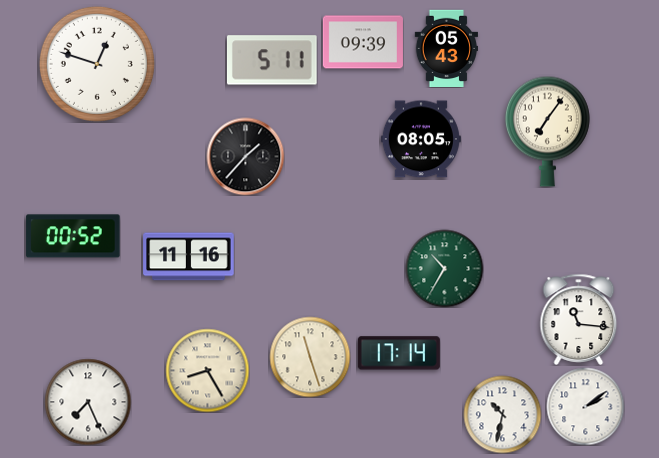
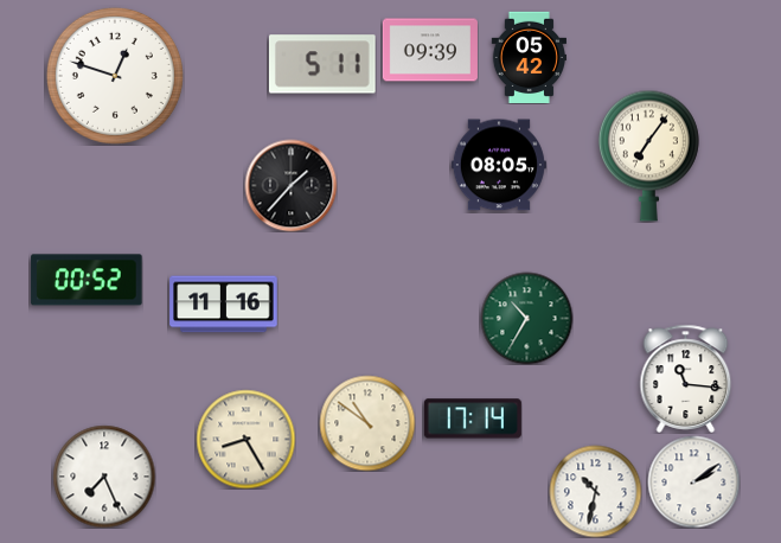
clock at (447, 48): 05:43 -> 05:42
clock at (272, 60) position: (272, 60) -> (322, 64)
clock at (310, 357): 11:27 -> 10:51
